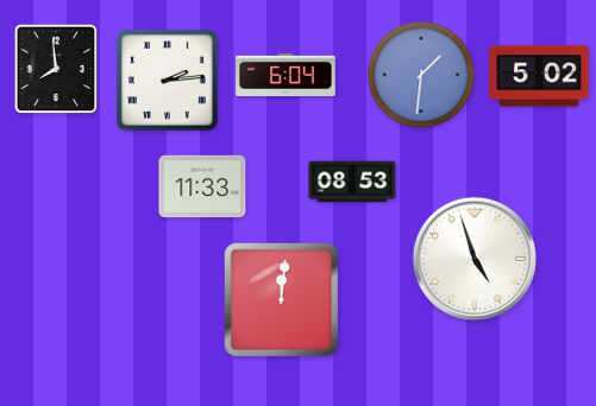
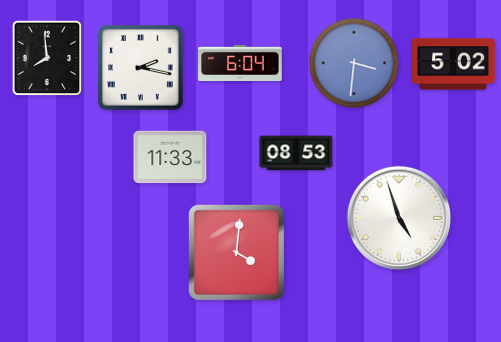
clock at (421, 75): 1:31 -> 3:31
clock at (168, 81): 2:14 -> 2:17
clock at (281, 299): 12:01 -> 4:01
